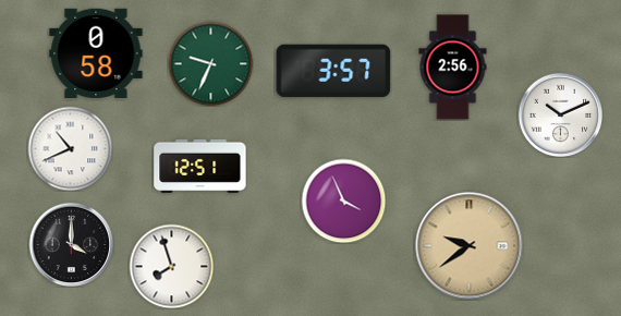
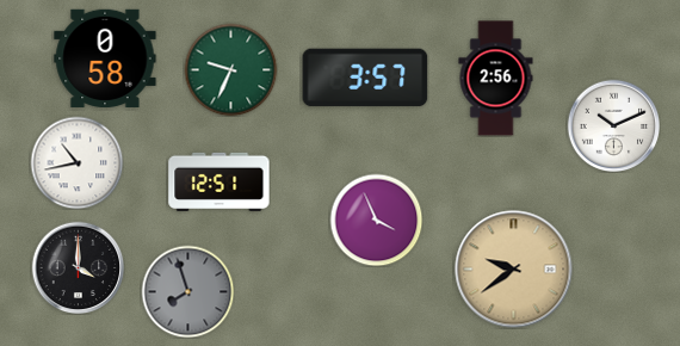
clock at (453, 68) position: (453, 68) -> (496, 79)
clock at (70, 148): 10:41 -> 10:43
clock at (171, 266) dial: white -> grey
